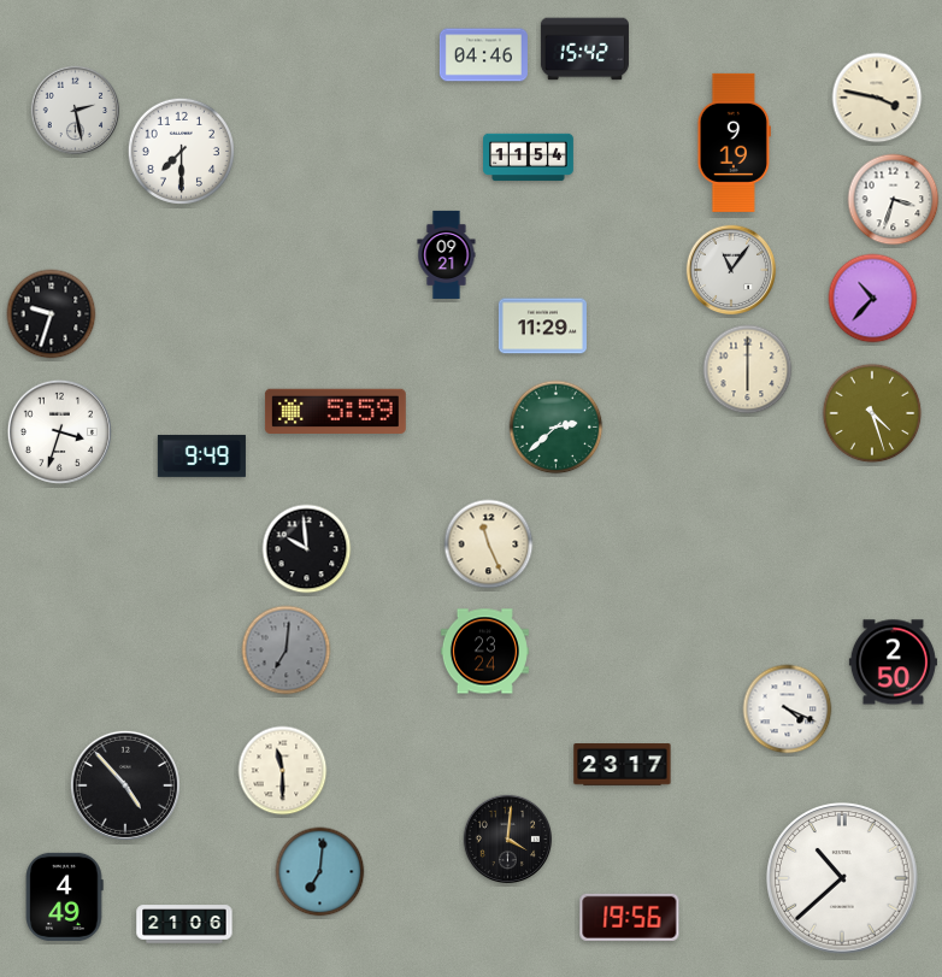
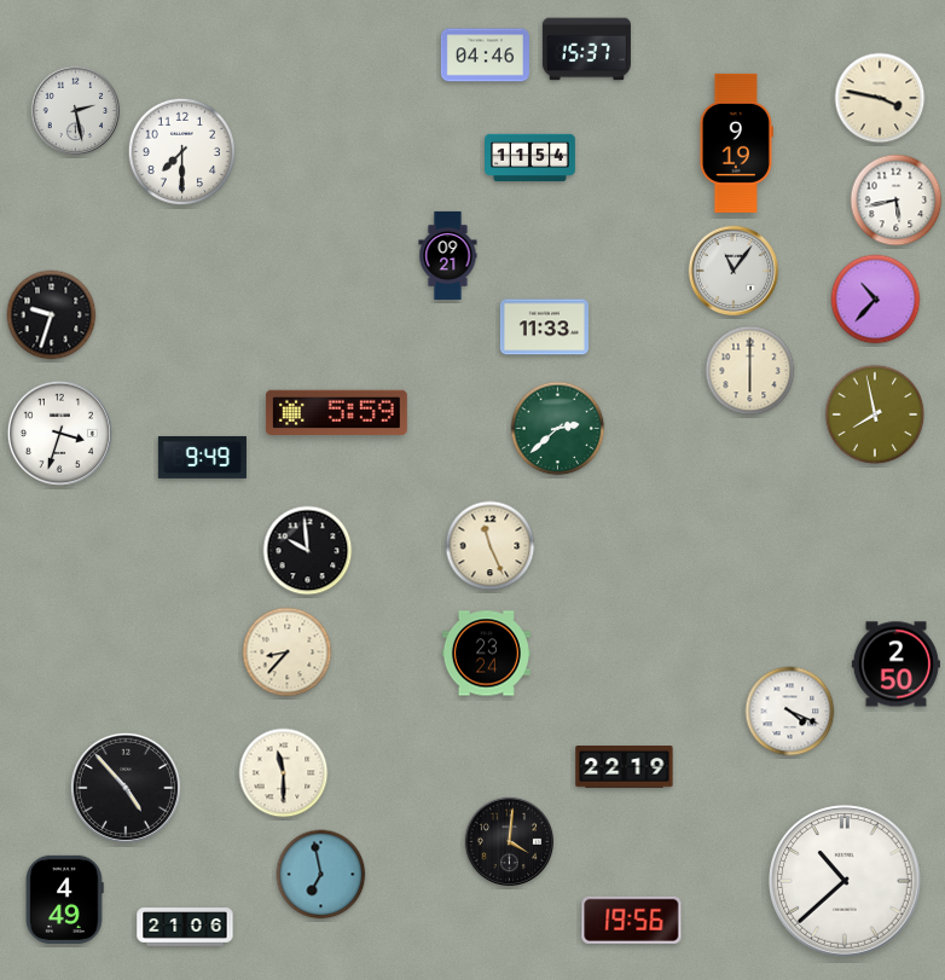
clock at (584, 49): 15:42 -> 15:37
clock at (894, 200): 3:33 -> 5:43
clock at (542, 326): 11:29 -> 11:33
clock at (872, 413): 4:27 -> 7:58
clock at (287, 651): 7:01 -> 8:37
clock at (287, 651) dial: grey -> cream
clock at (623, 765): 23:17 -> 22:19
clock at (320, 872): 7:01 -> 6:58
